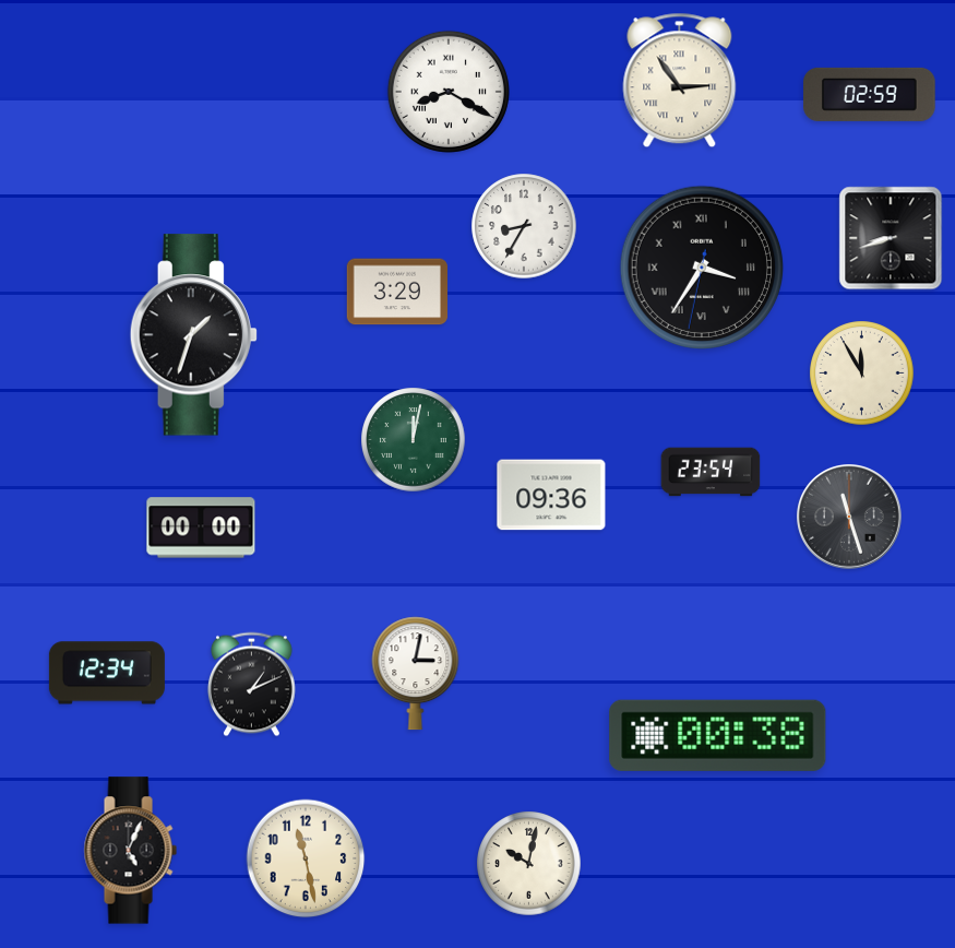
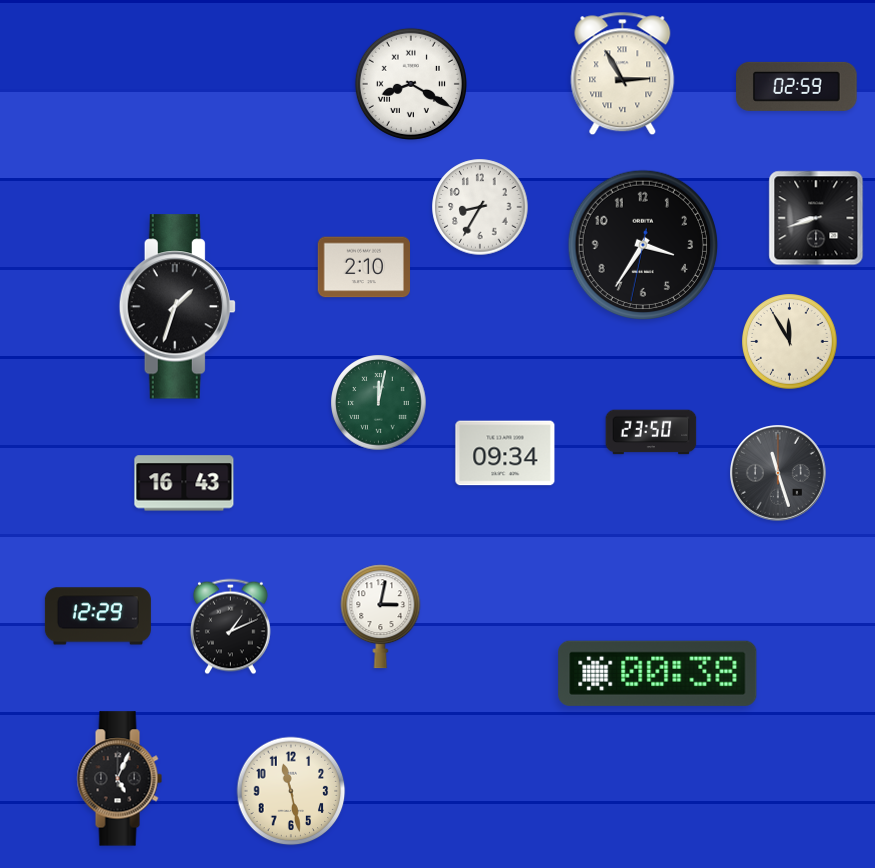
clock at (680, 81): 2:54 -> 2:55
clock at (702, 268) numerals: Roman -> Arabic
clock at (396, 292): 3:29 -> 2:10
clock at (711, 472): 23:54 -> 23:50
clock at (551, 495): 09:36 -> 09:34
clock at (201, 528): 00:00 -> 16:43
clock at (107, 673): 12:34 -> 12:29
clock at (306, 858) position: (306, 858) -> (291, 791)
clock at (529, 864): 10:02 -> none
